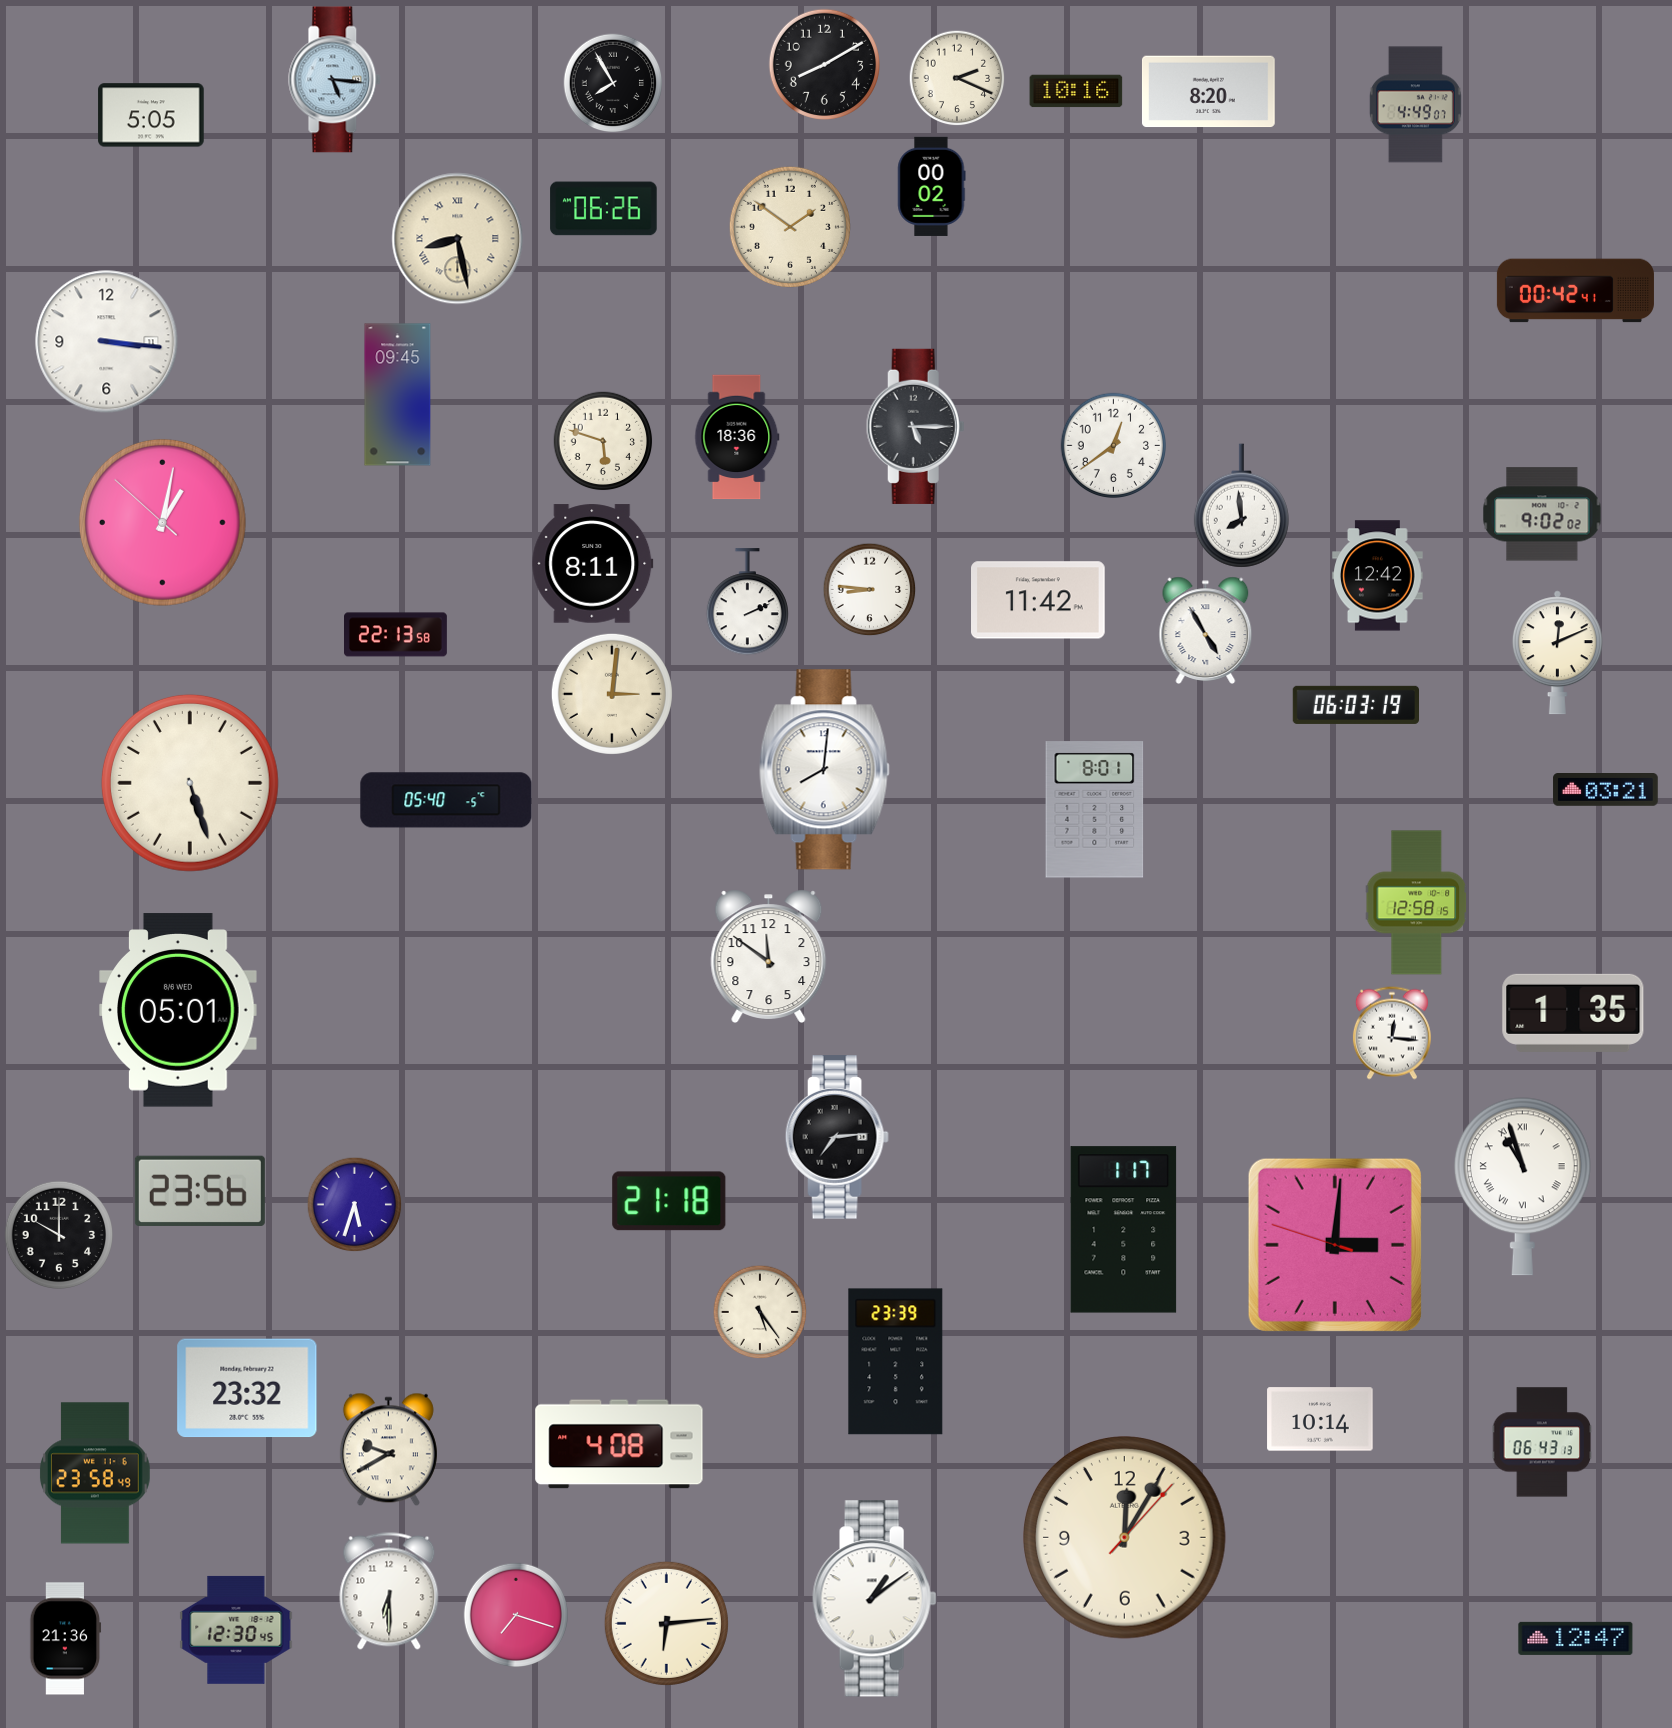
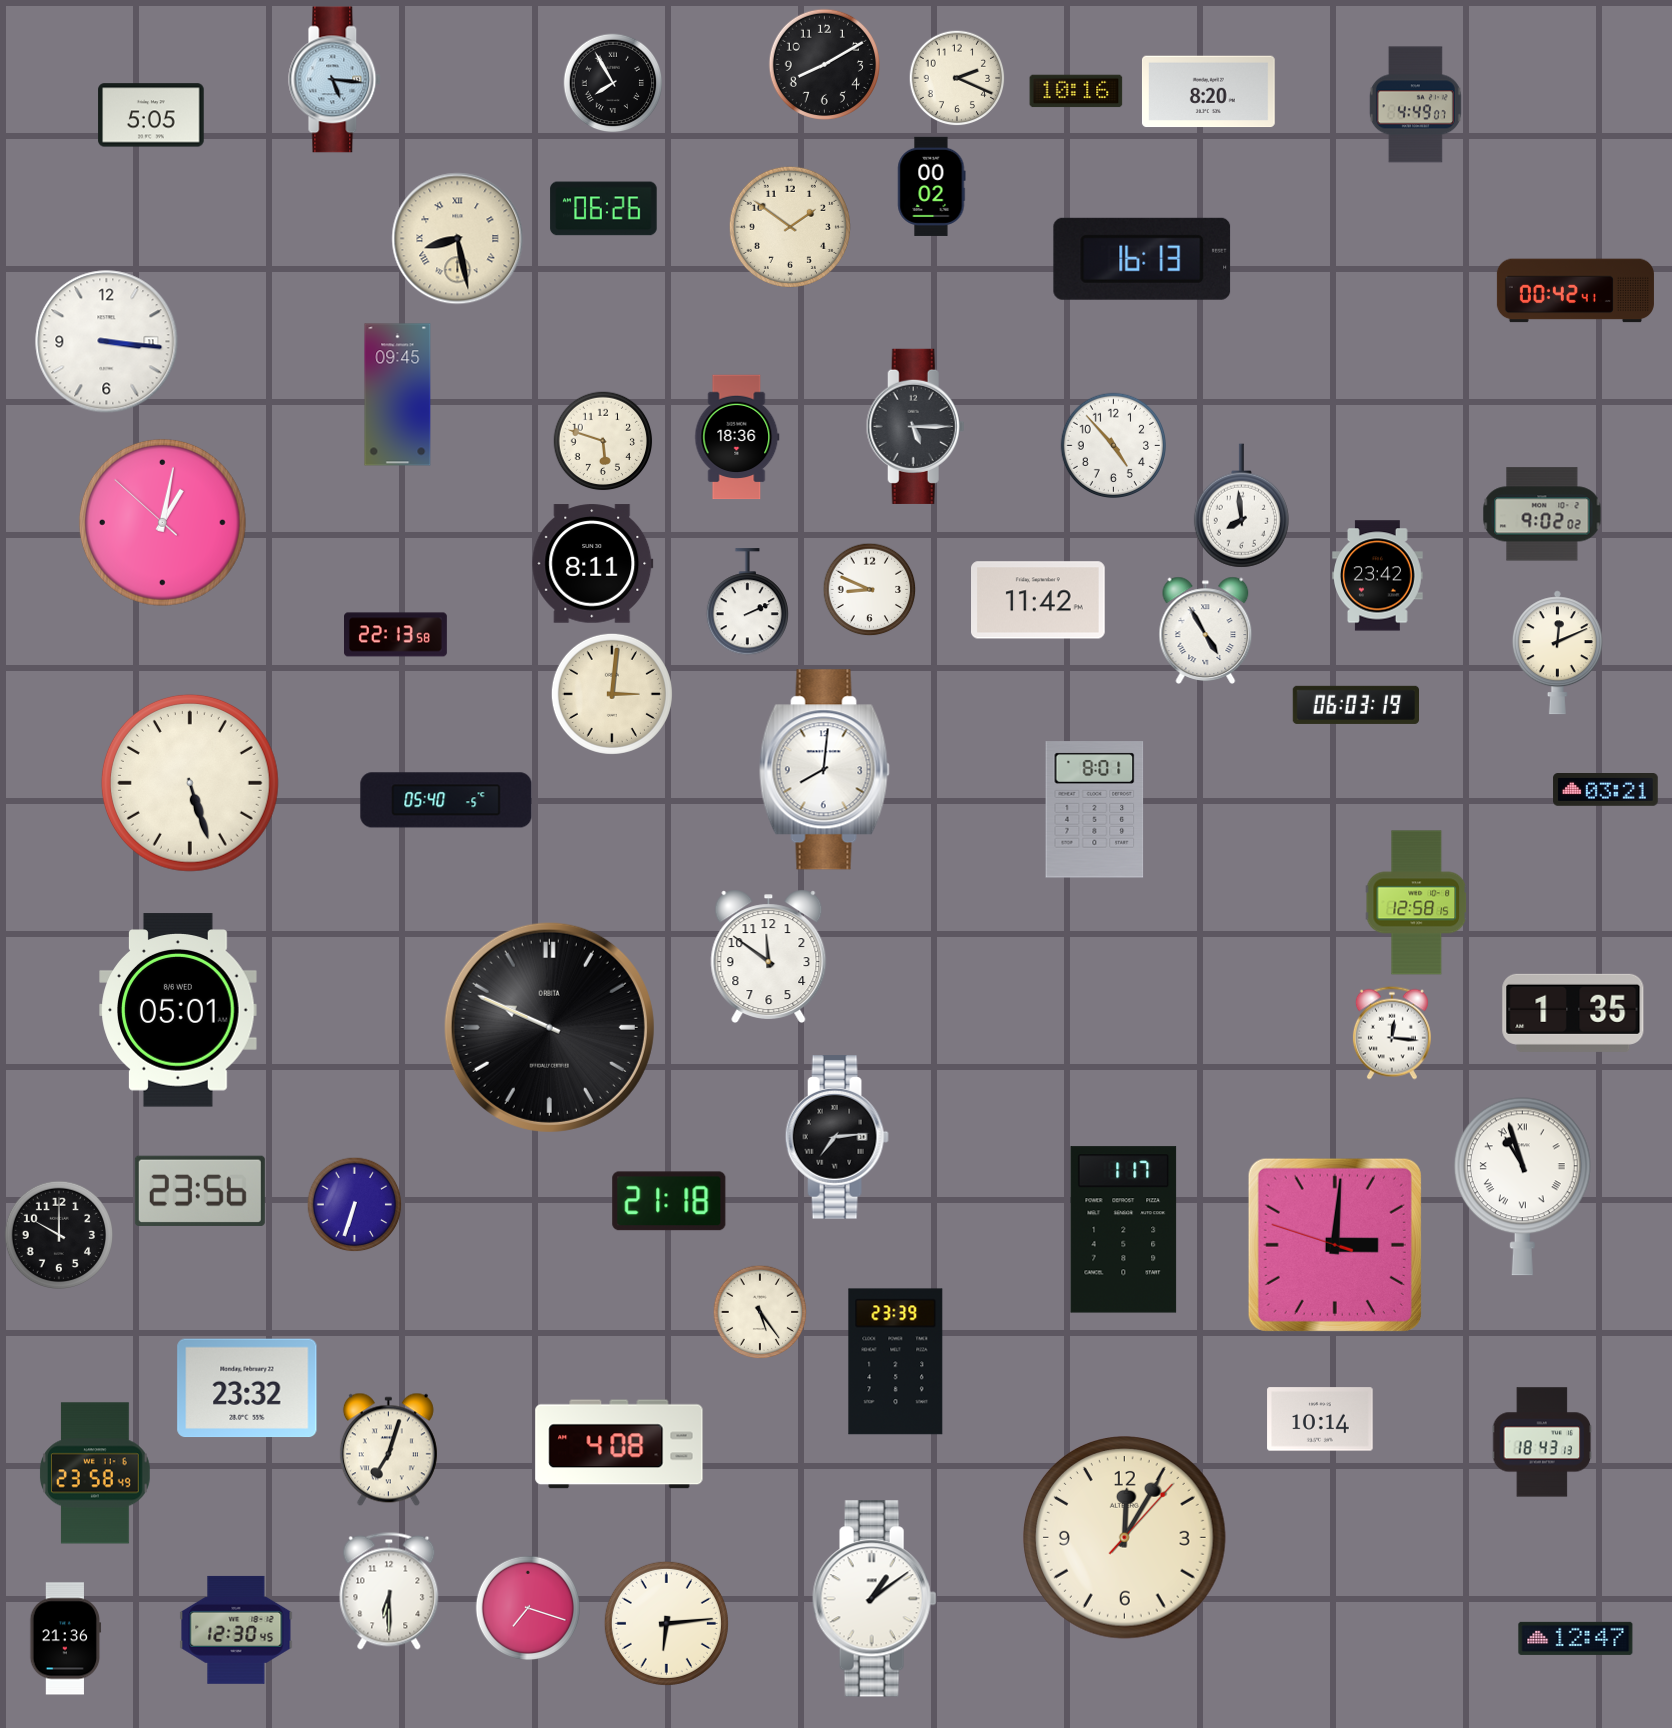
clock at (1142, 259): none -> 16:13
clock at (1113, 445): 12:39 -> 4:53
clock at (1378, 576): 12:42 -> 23:42
clock at (870, 590): 8:46 -> 8:49
clock at (549, 1027): none -> 9:49
clock at (355, 1205): 5:33 -> 6:33
clock at (1542, 1442): 06:43 -> 18:43
clock at (388, 1450): 9:40 -> 7:03
clock at (515, 1614) position: (515, 1614) -> (527, 1607)
